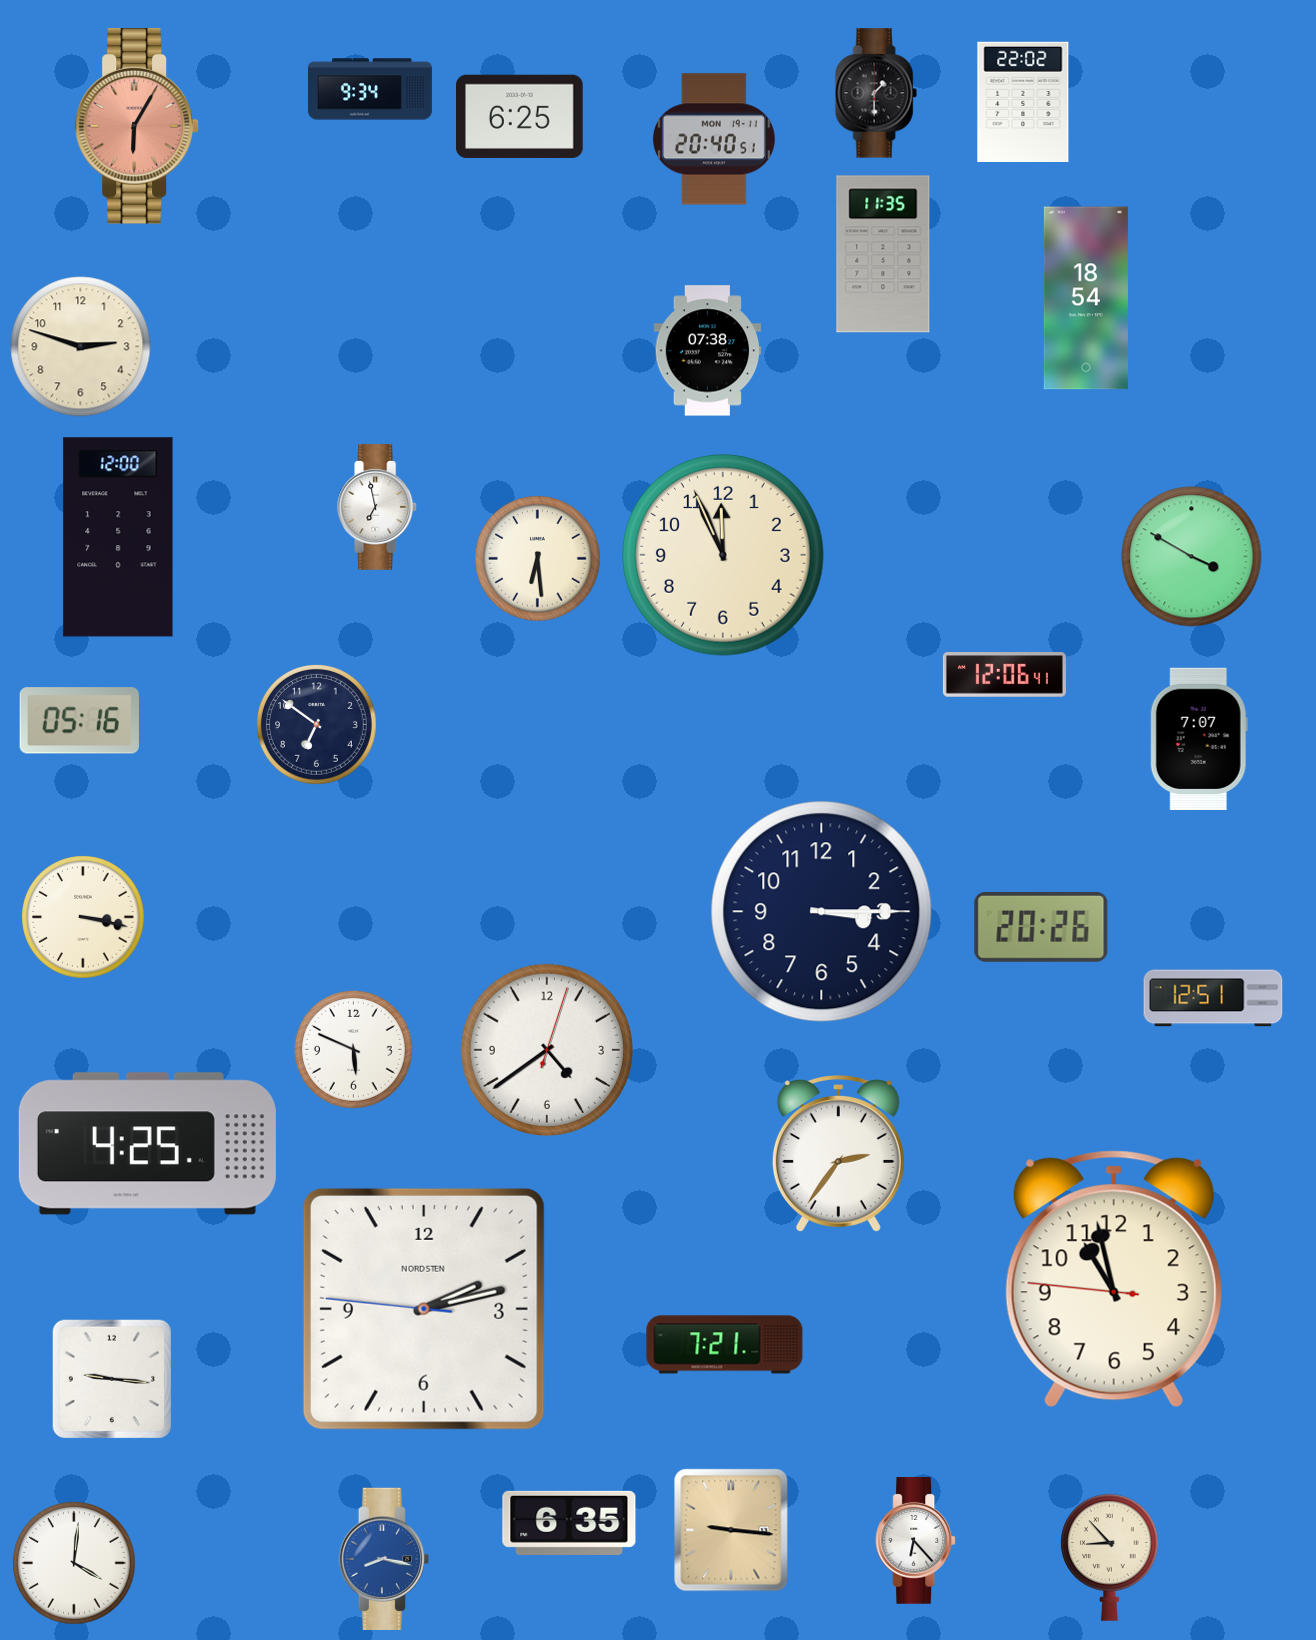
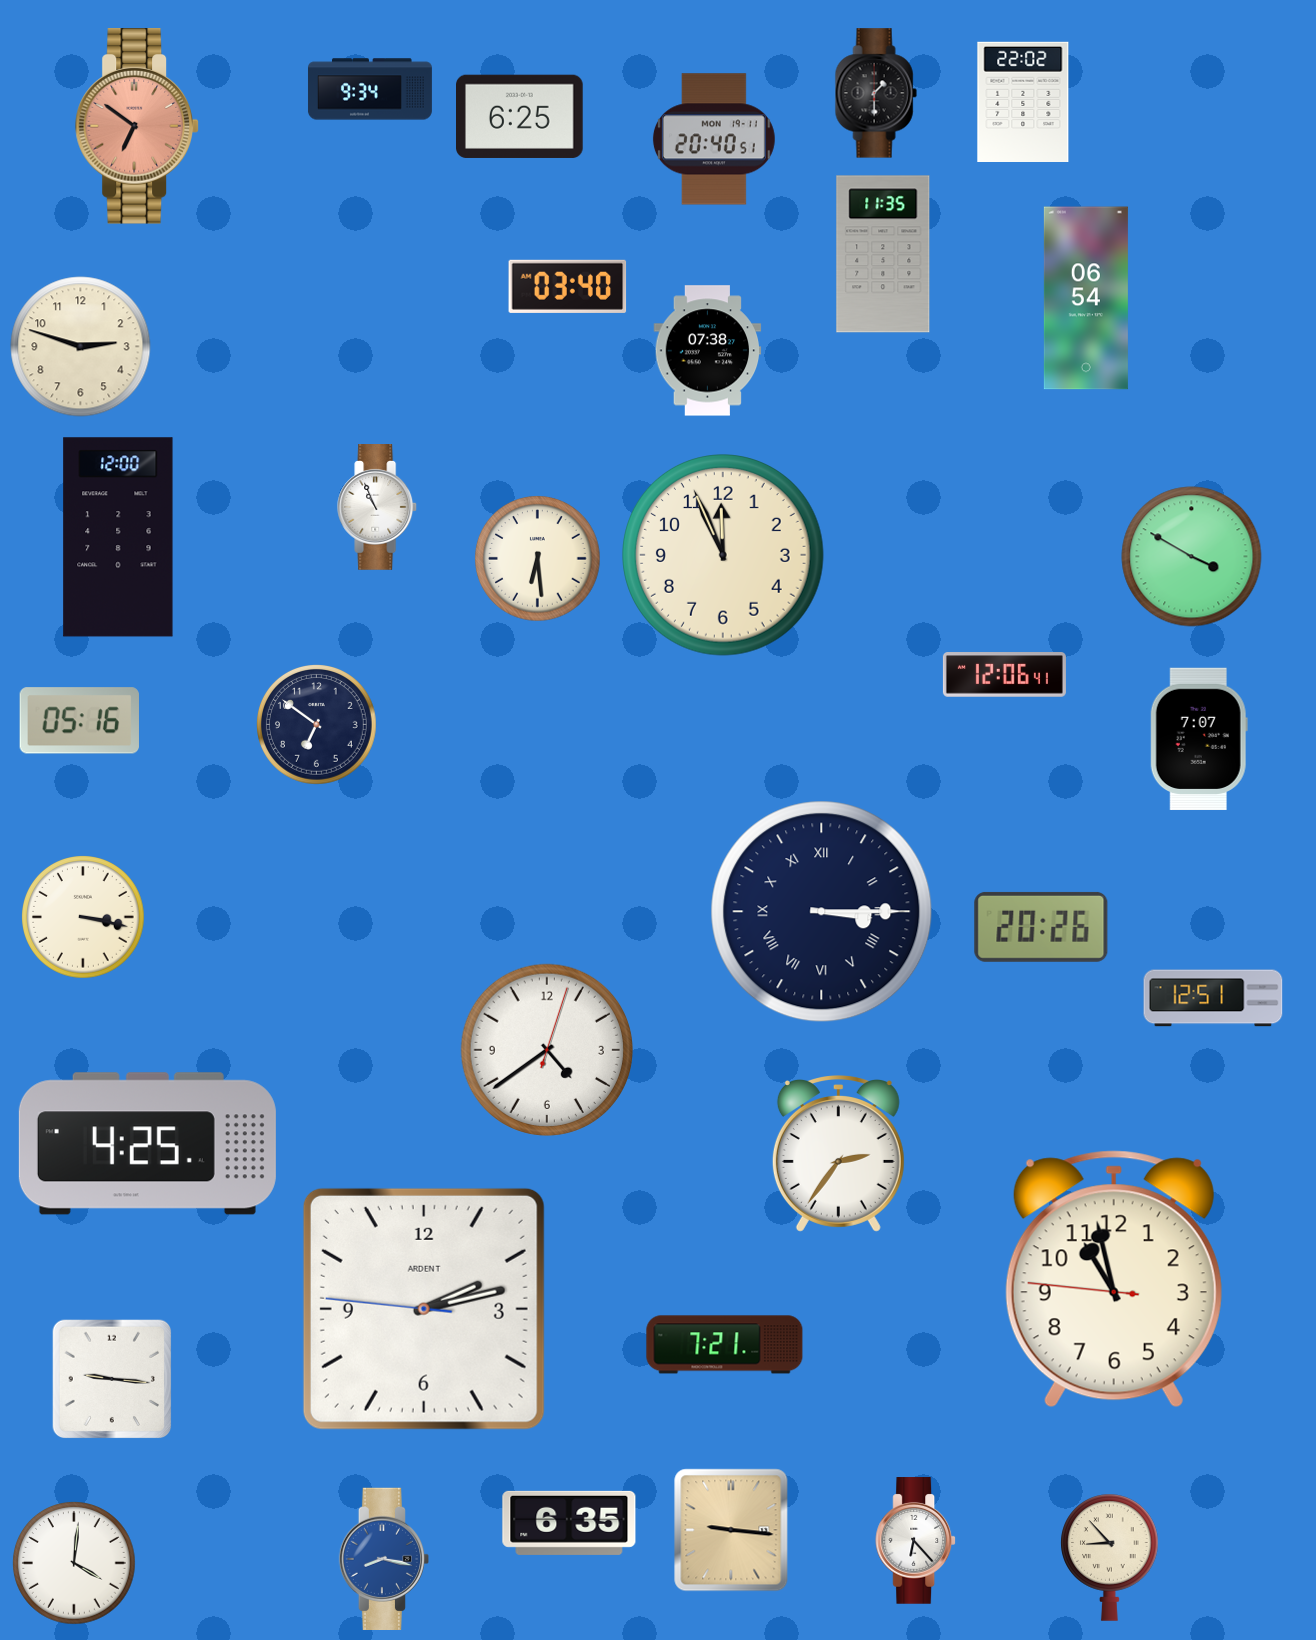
clock at (137, 126): 6:05 -> 6:51
clock at (568, 286): none -> 03:40
clock at (1086, 298): 18:54 -> 06:54
clock at (378, 508): 6:58 -> 10:56
clock at (822, 912) numerals: Arabic -> Roman
clock at (353, 1049): 5:49 -> none
clock at (424, 1309) brand: NORDSTEN -> ARDENT
